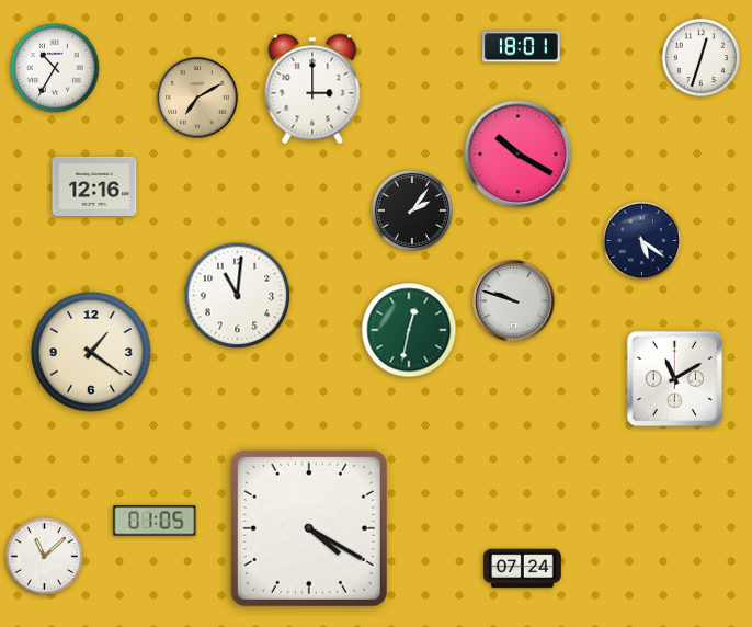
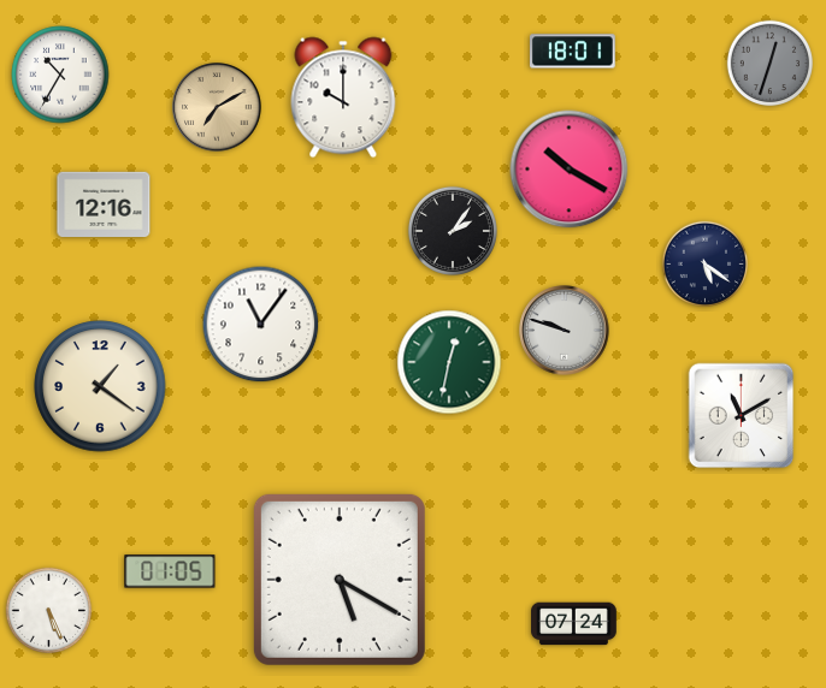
clock at (702, 58) dial: white -> grey
clock at (312, 89): 3:00 -> 10:00
clock at (238, 296): 11:01 -> 11:06
clock at (309, 528): 4:20 -> 5:20
clock at (45, 557): 11:08 -> 5:26
